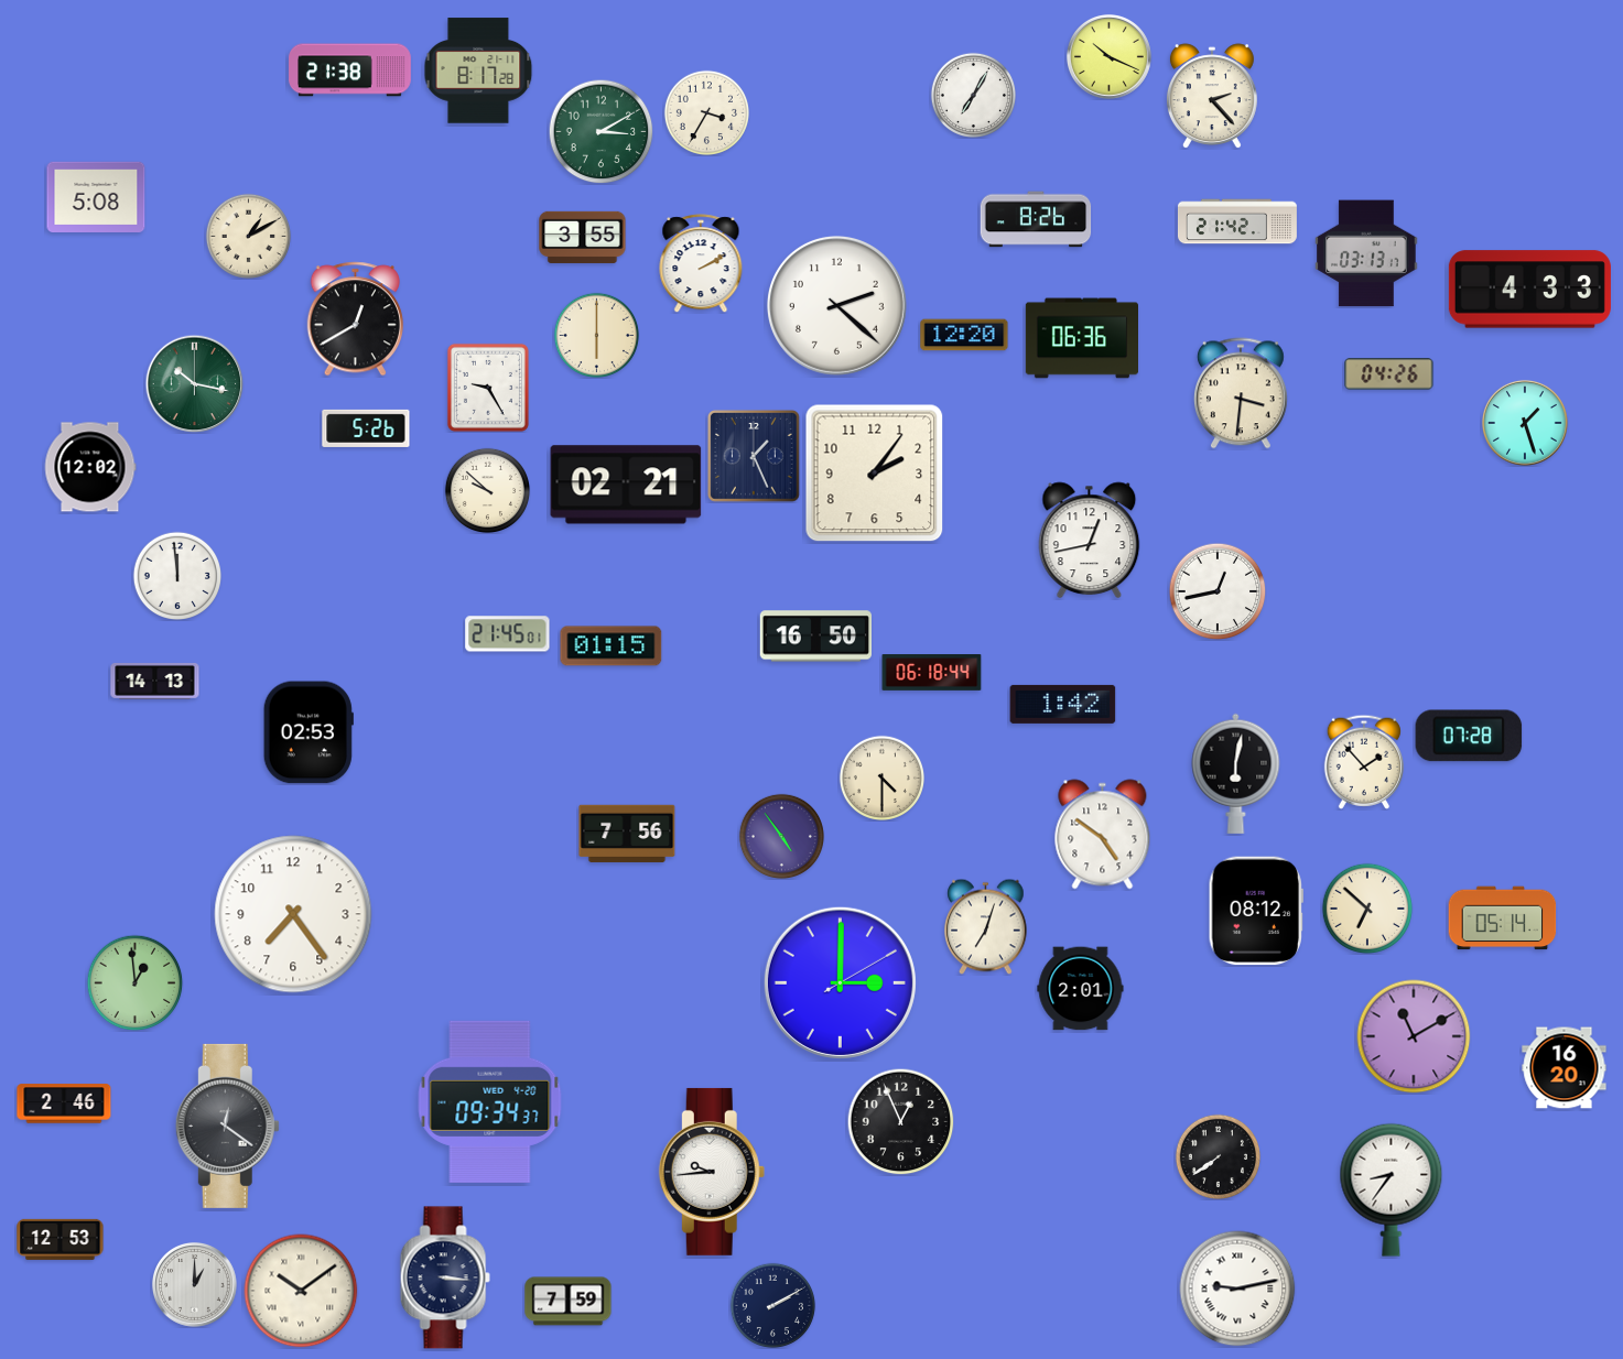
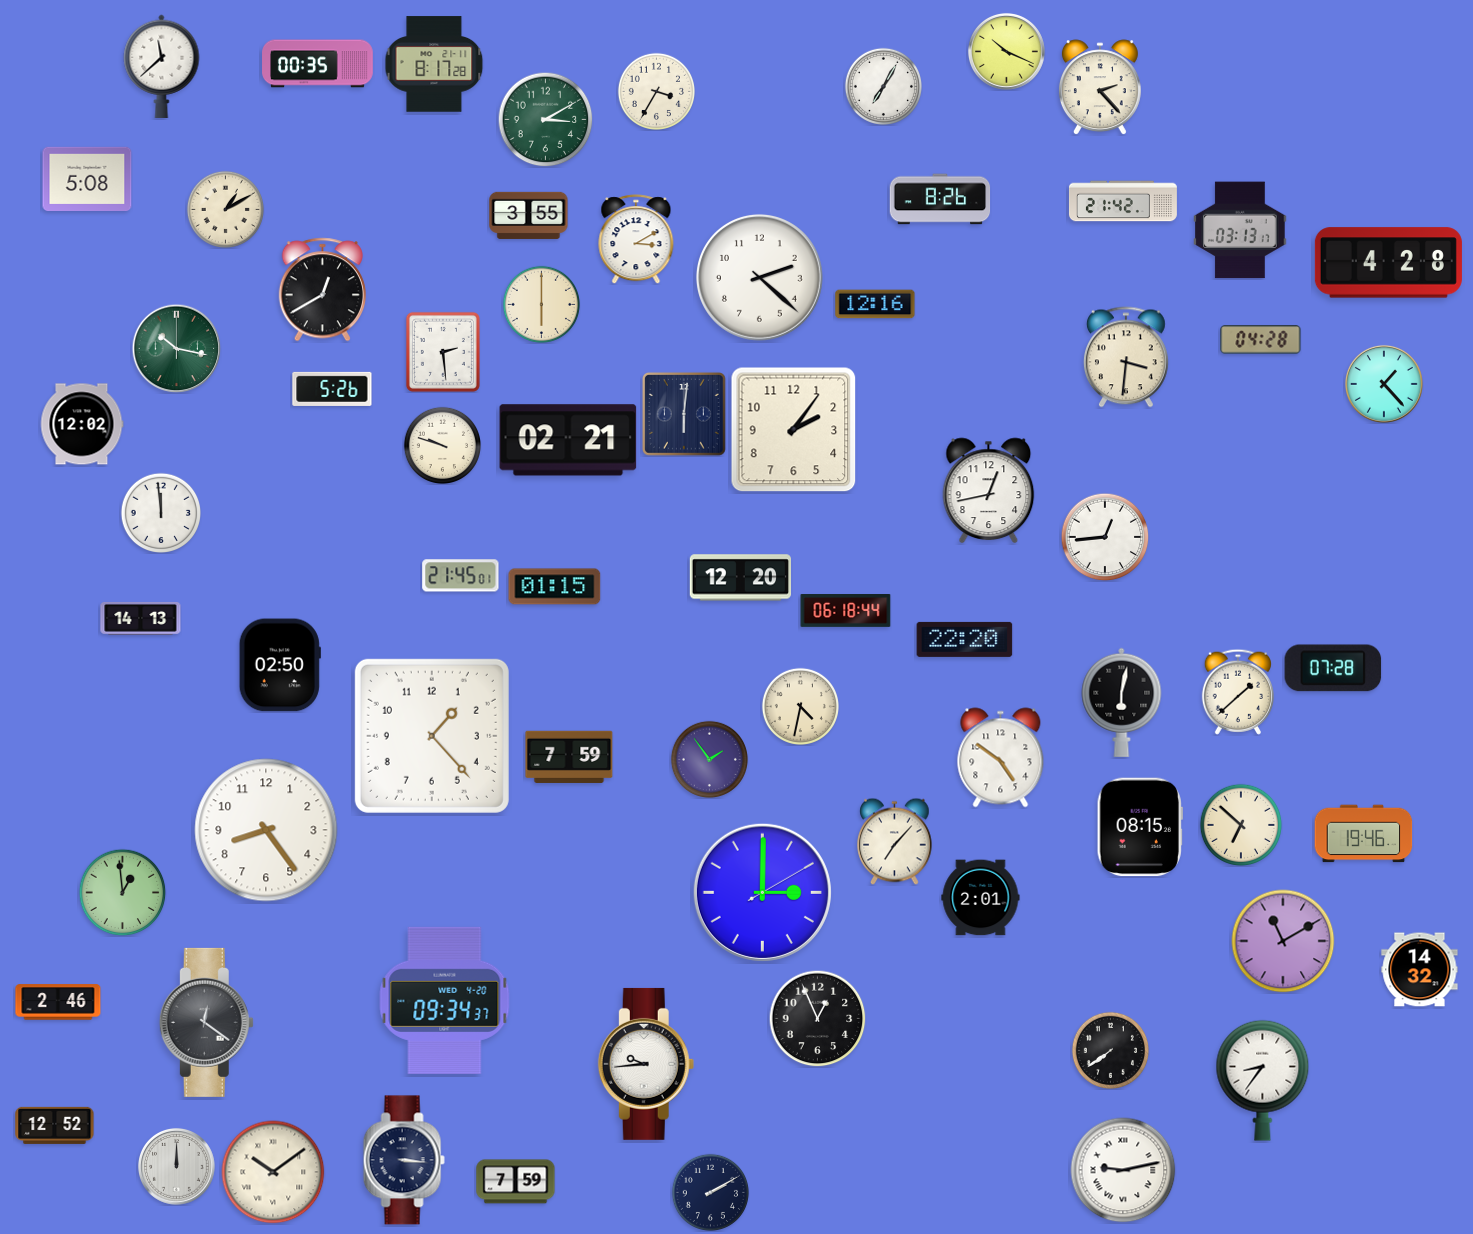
clock at (350, 70): 21:38 -> 00:35
clock at (162, 66): none -> 11:38
clock at (706, 112) position: (706, 112) -> (656, 91)
clock at (248, 236) position: (248, 236) -> (225, 209)
clock at (701, 263): 2:10 -> 3:10
clock at (1529, 290): 4:33 -> 4:28
clock at (964, 335): 12:20 -> 12:16
clock at (1081, 338): 06:36 -> none
clock at (1389, 374): 04:26 -> 04:28
clock at (488, 388): 9:25 -> 2:29
clock at (1525, 423): 1:27 -> 1:23
clock at (754, 456): 1:26 -> 6:01
clock at (487, 490): 9:52 -> 9:48
clock at (176, 575) position: (176, 575) -> (160, 512)
clock at (1218, 591): 12:43 -> 12:44
clock at (815, 637): 16:50 -> 12:20
clock at (1063, 704): 1:42 -> 22:20
clock at (309, 732): 02:53 -> 02:50
clock at (1364, 762): 1:53 -> 1:38
clock at (881, 778): 4:30 -> 4:32
clock at (432, 736): none -> 1:23
clock at (627, 833): 7:56 -> 7:59
clock at (781, 836): 4:54 -> 1:54
clock at (1256, 911): 08:12 -> 08:15
clock at (293, 914): 7:24 -> 8:24
clock at (1503, 918): 05:14 -> 19:46
clock at (986, 926): 7:03 -> 7:07
clock at (1565, 1068): 16:20 -> 14:32
clock at (1218, 1156) position: (1218, 1156) -> (1110, 1050)
clock at (61, 1239): 12:53 -> 12:52
clock at (194, 1284): 1:00 -> 12:00
clock at (772, 1305) position: (772, 1305) -> (710, 1192)
